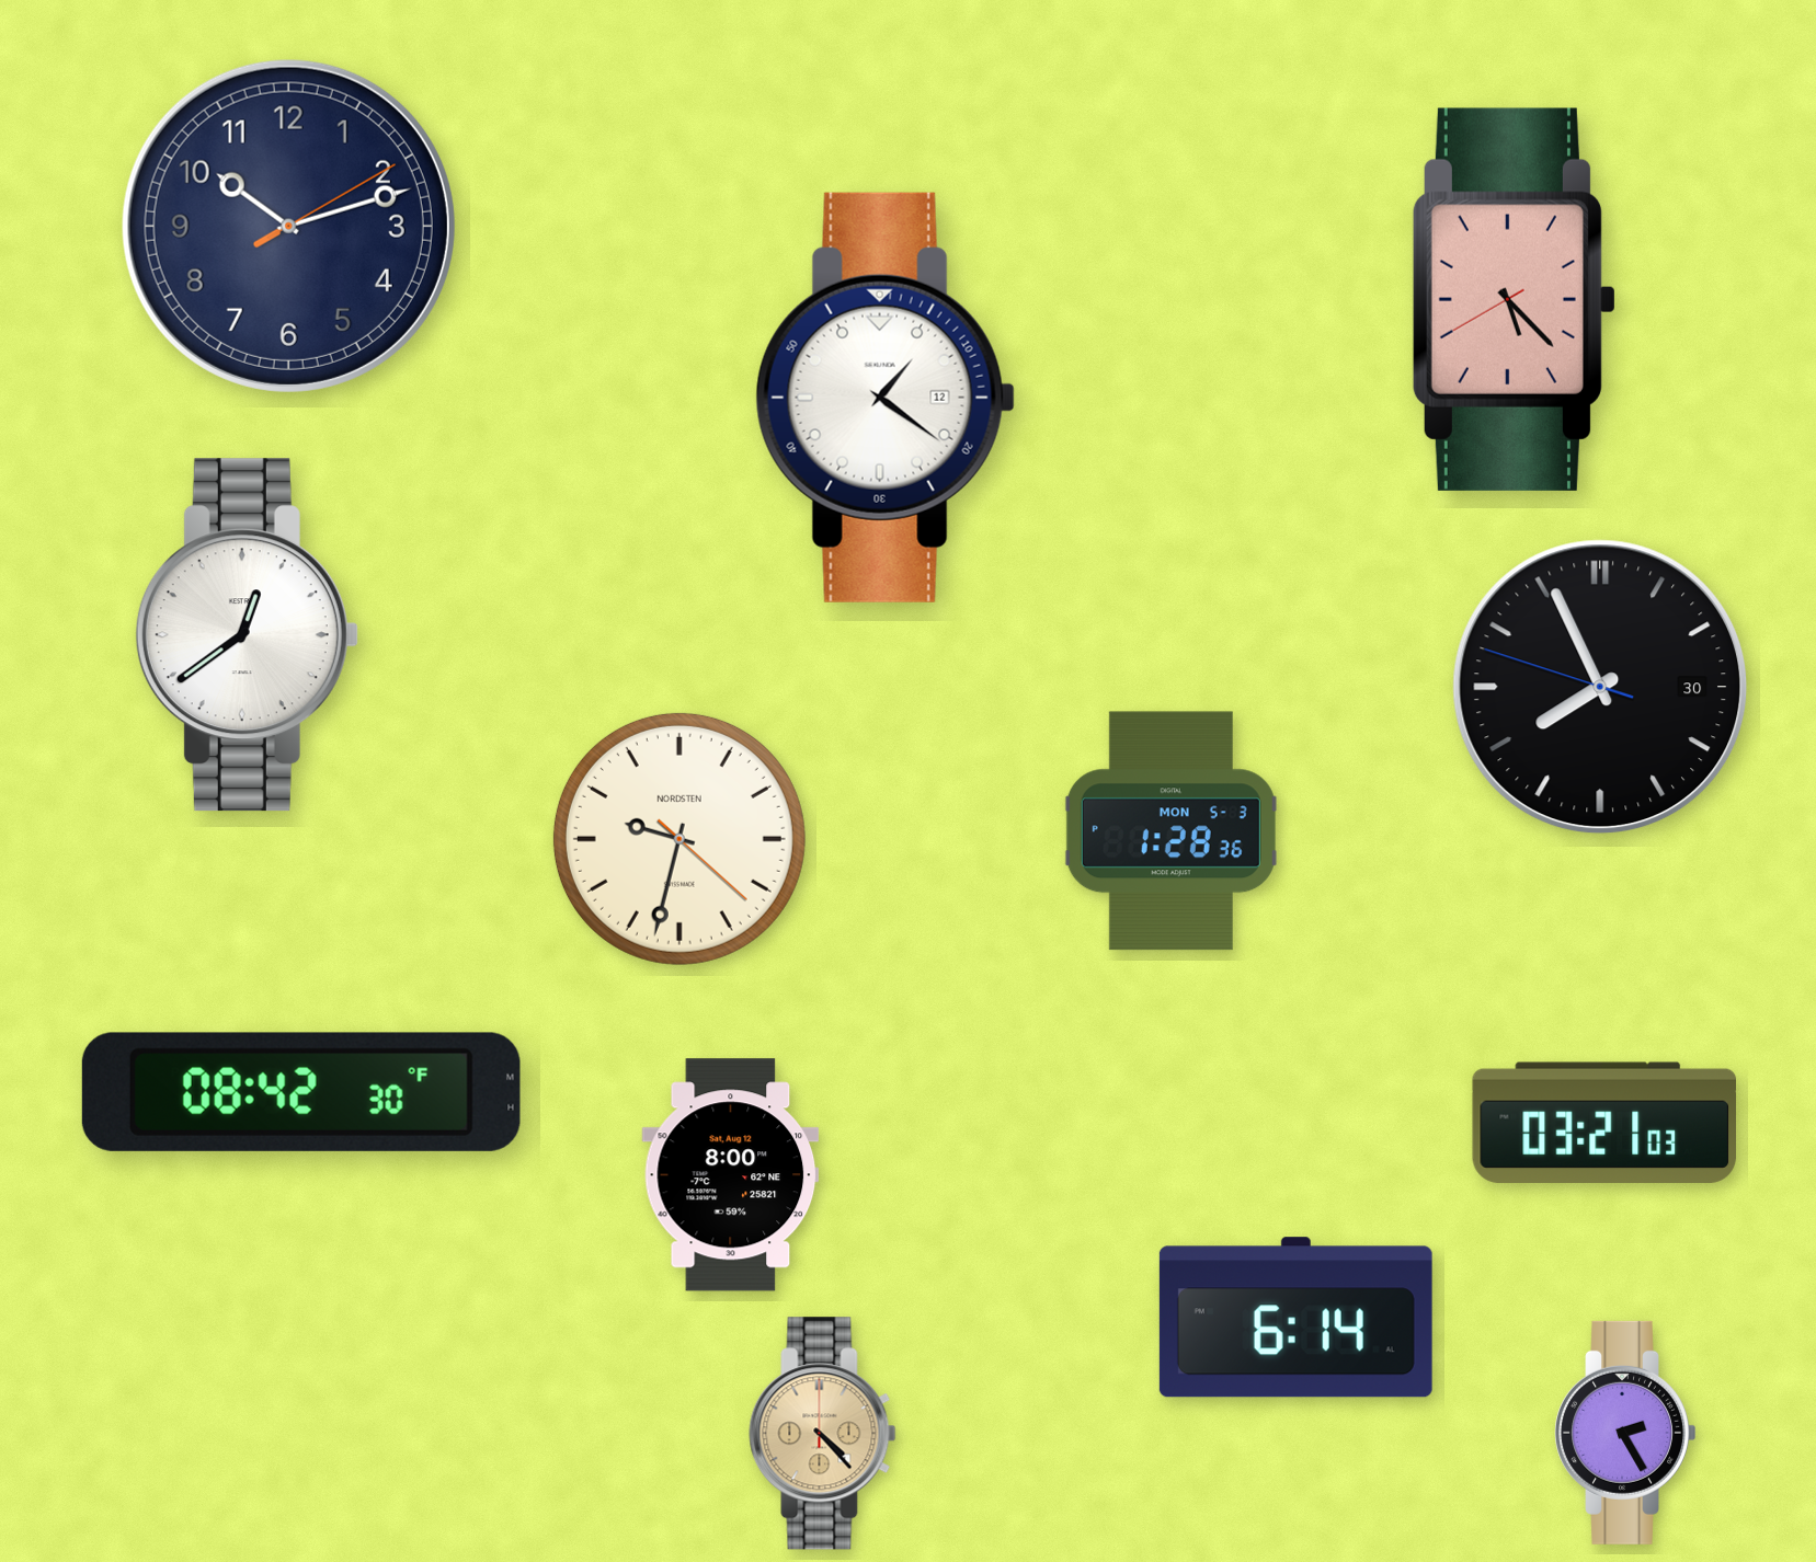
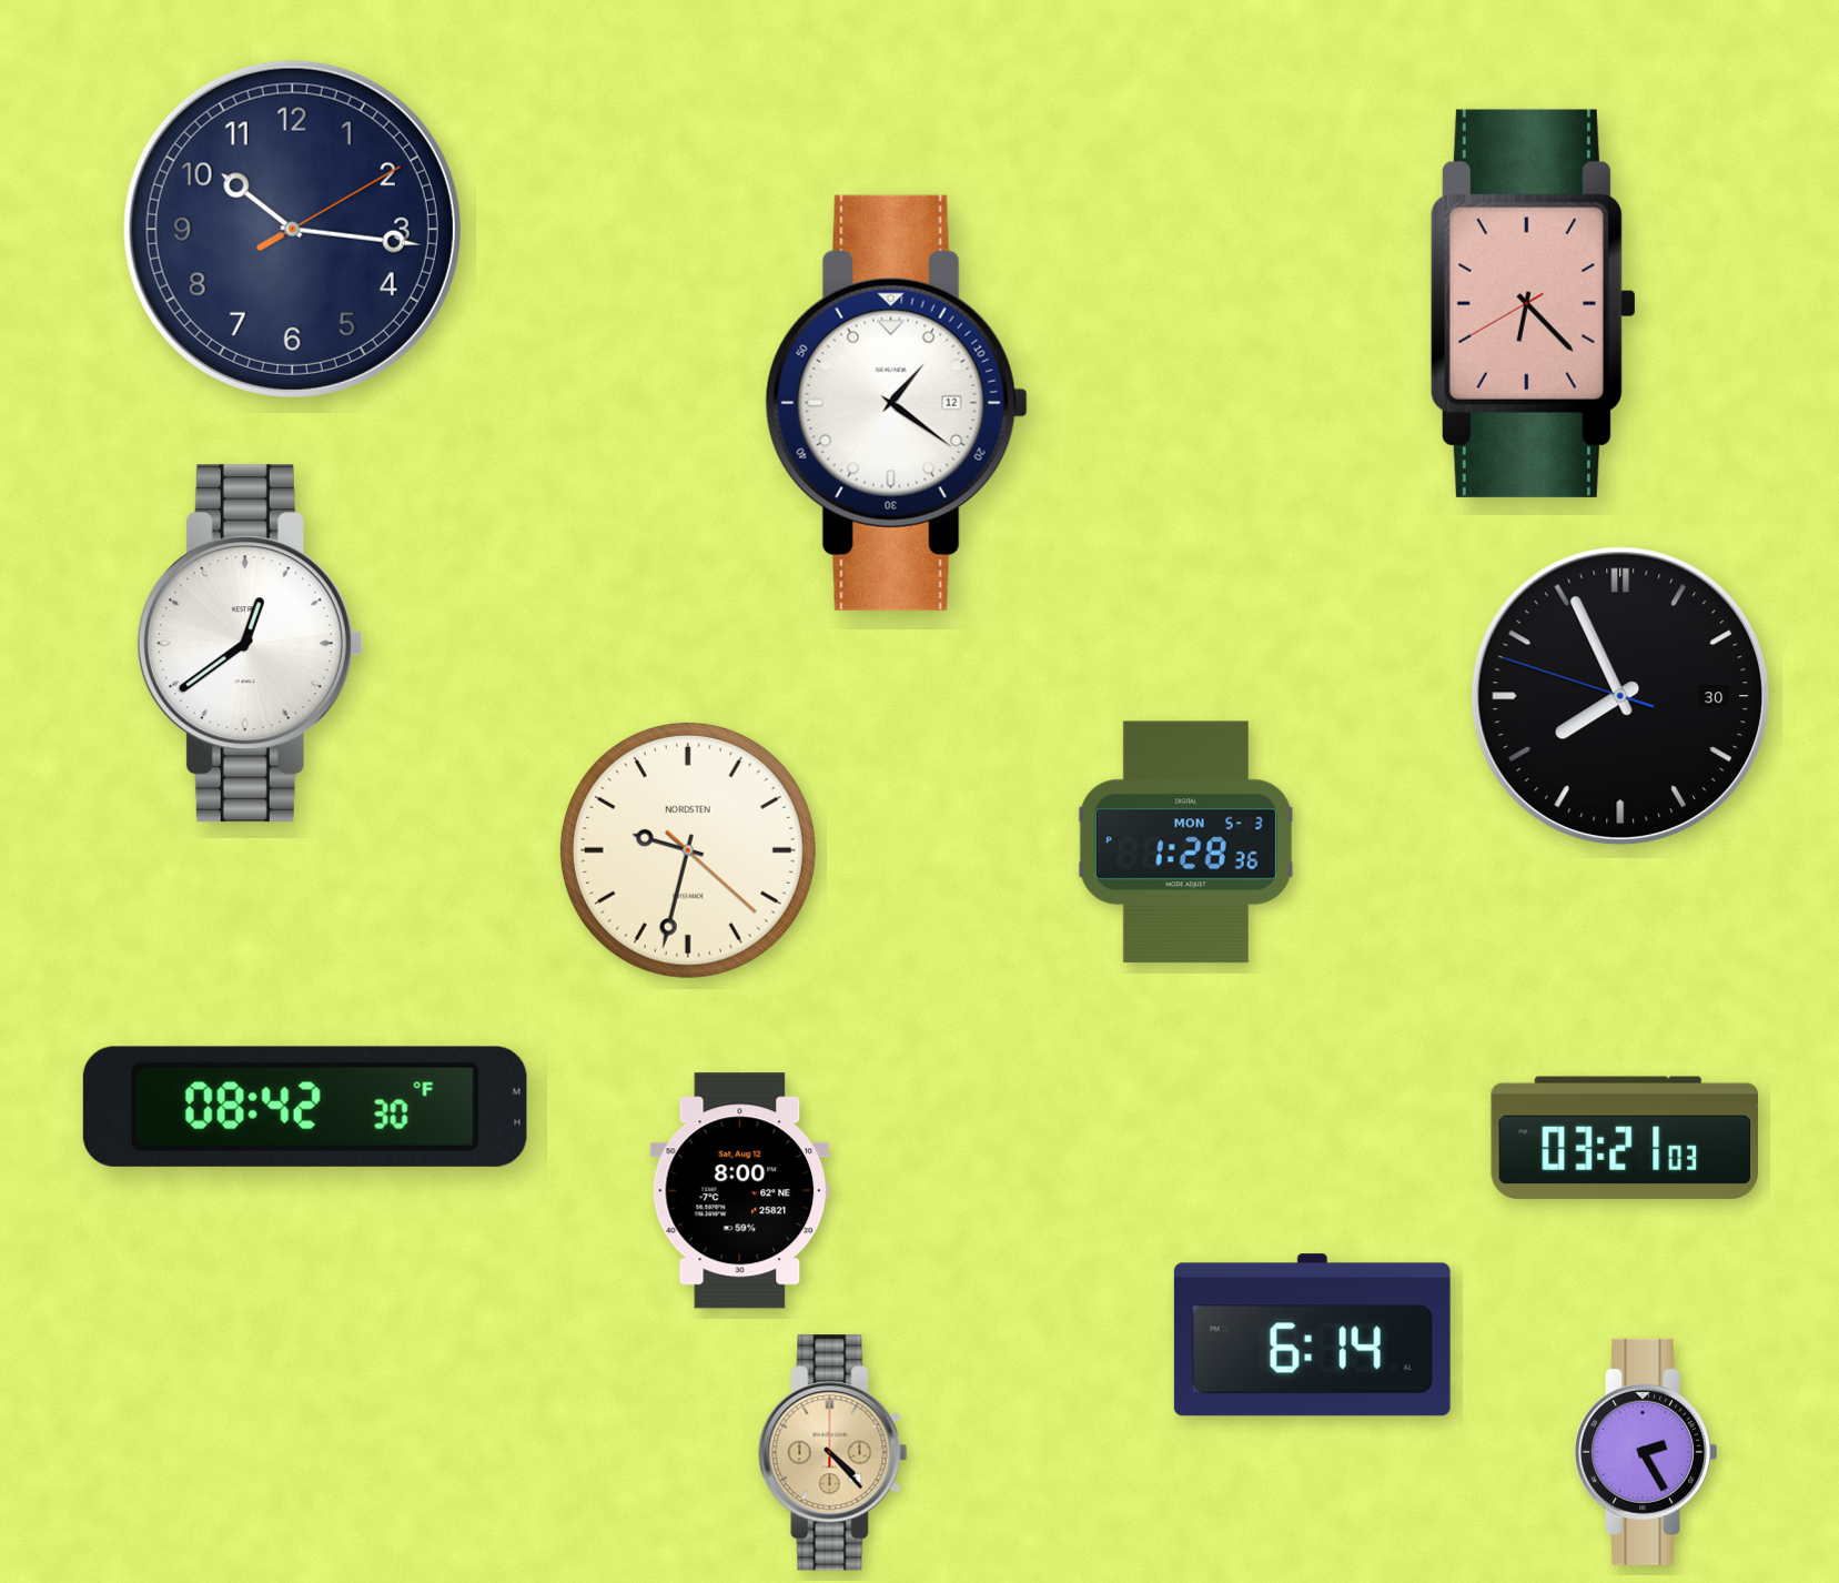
clock at (288, 226): 10:12 -> 10:16
clock at (1514, 299): 5:22 -> 6:22
